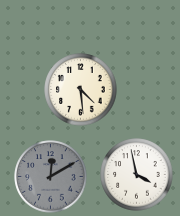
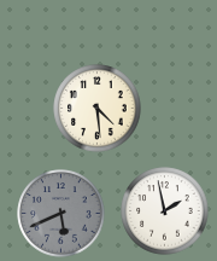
clock at (137, 175): 3:58 -> 1:58
clock at (51, 177): 12:10 -> 5:41
